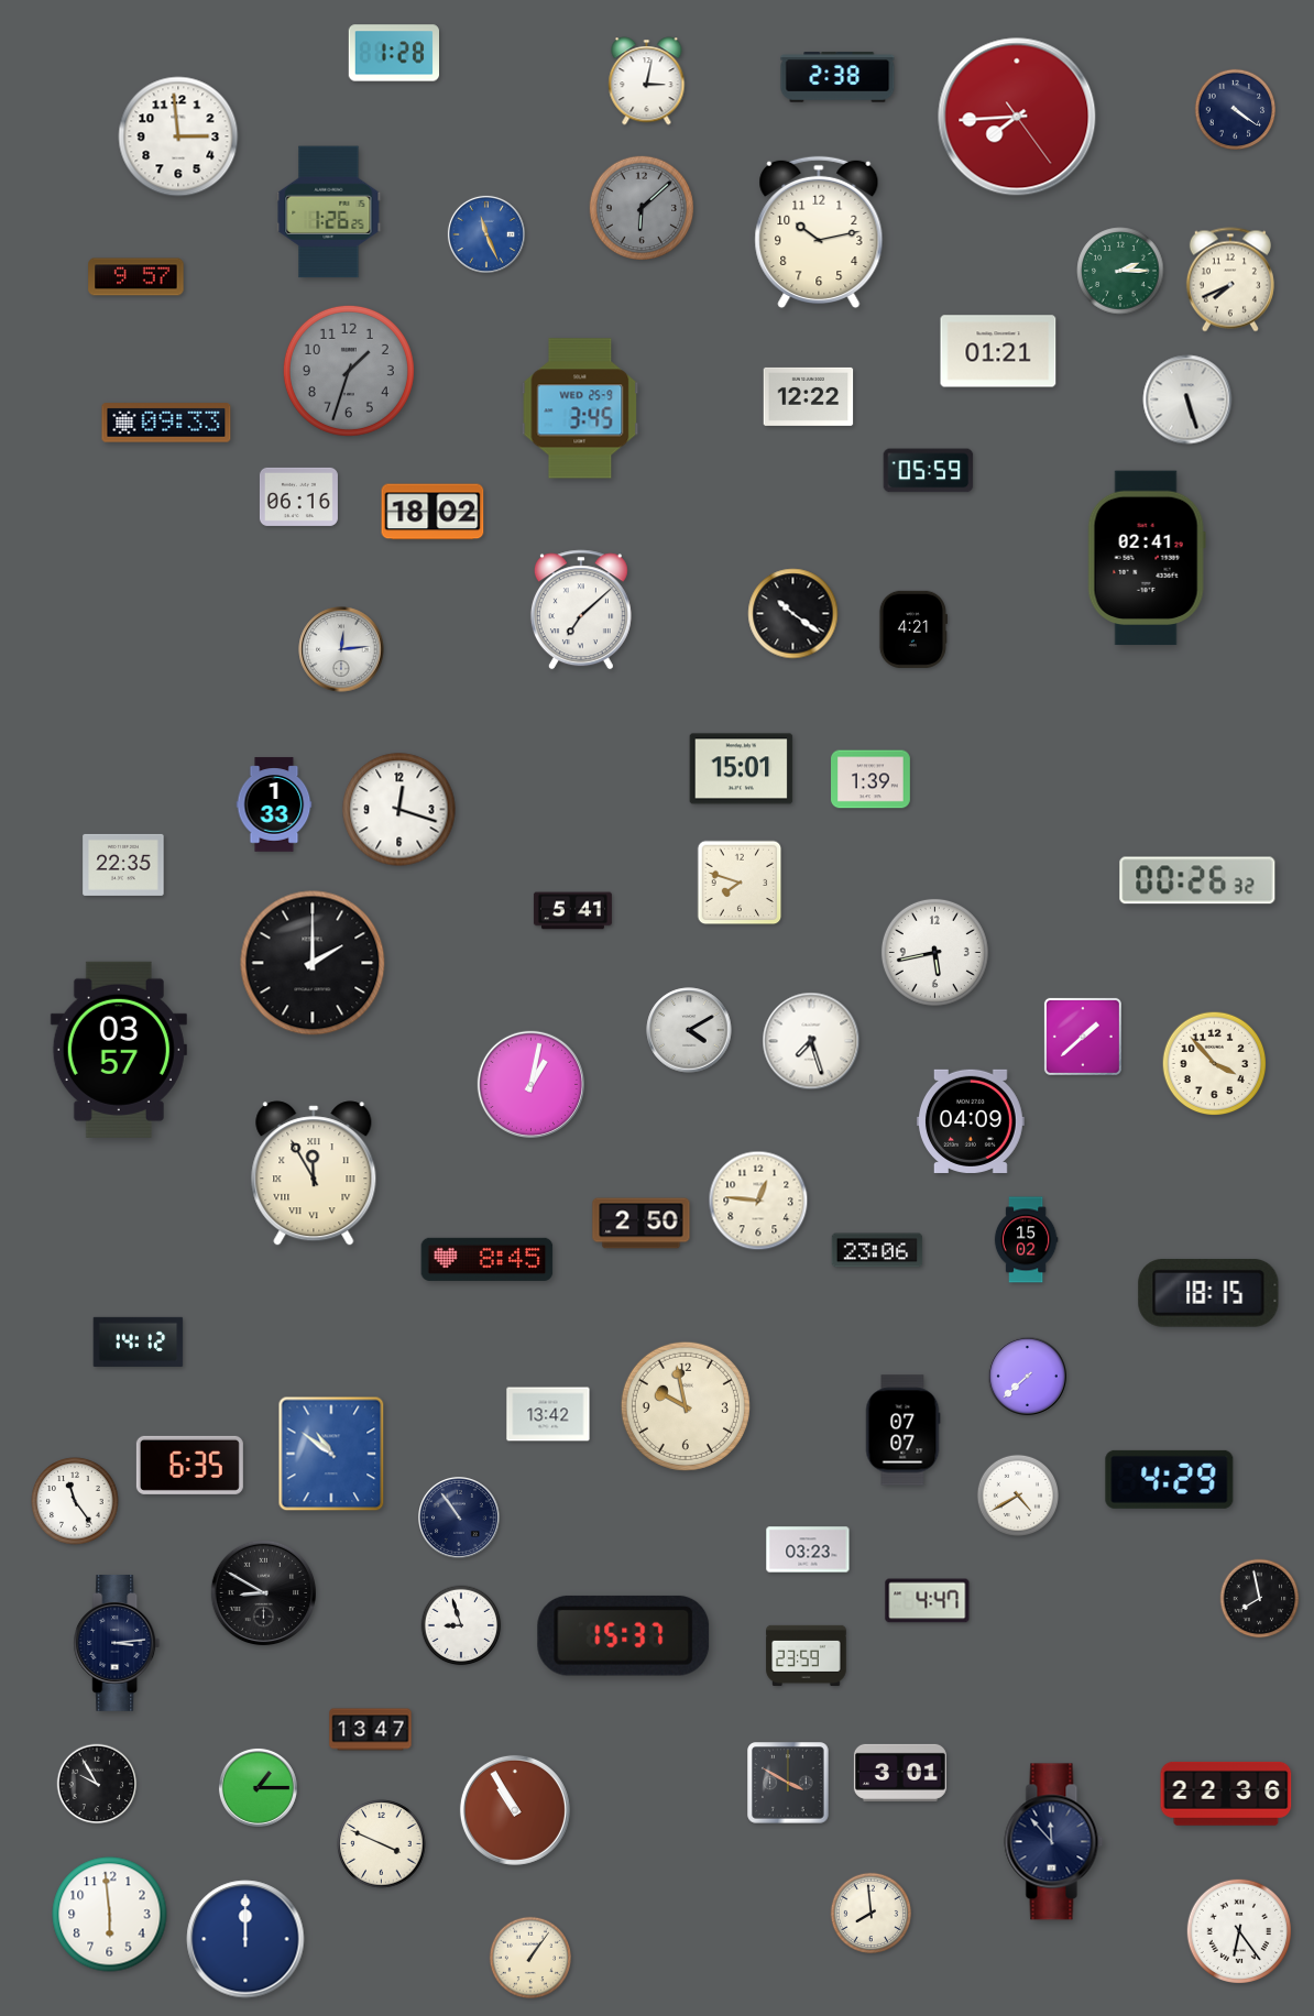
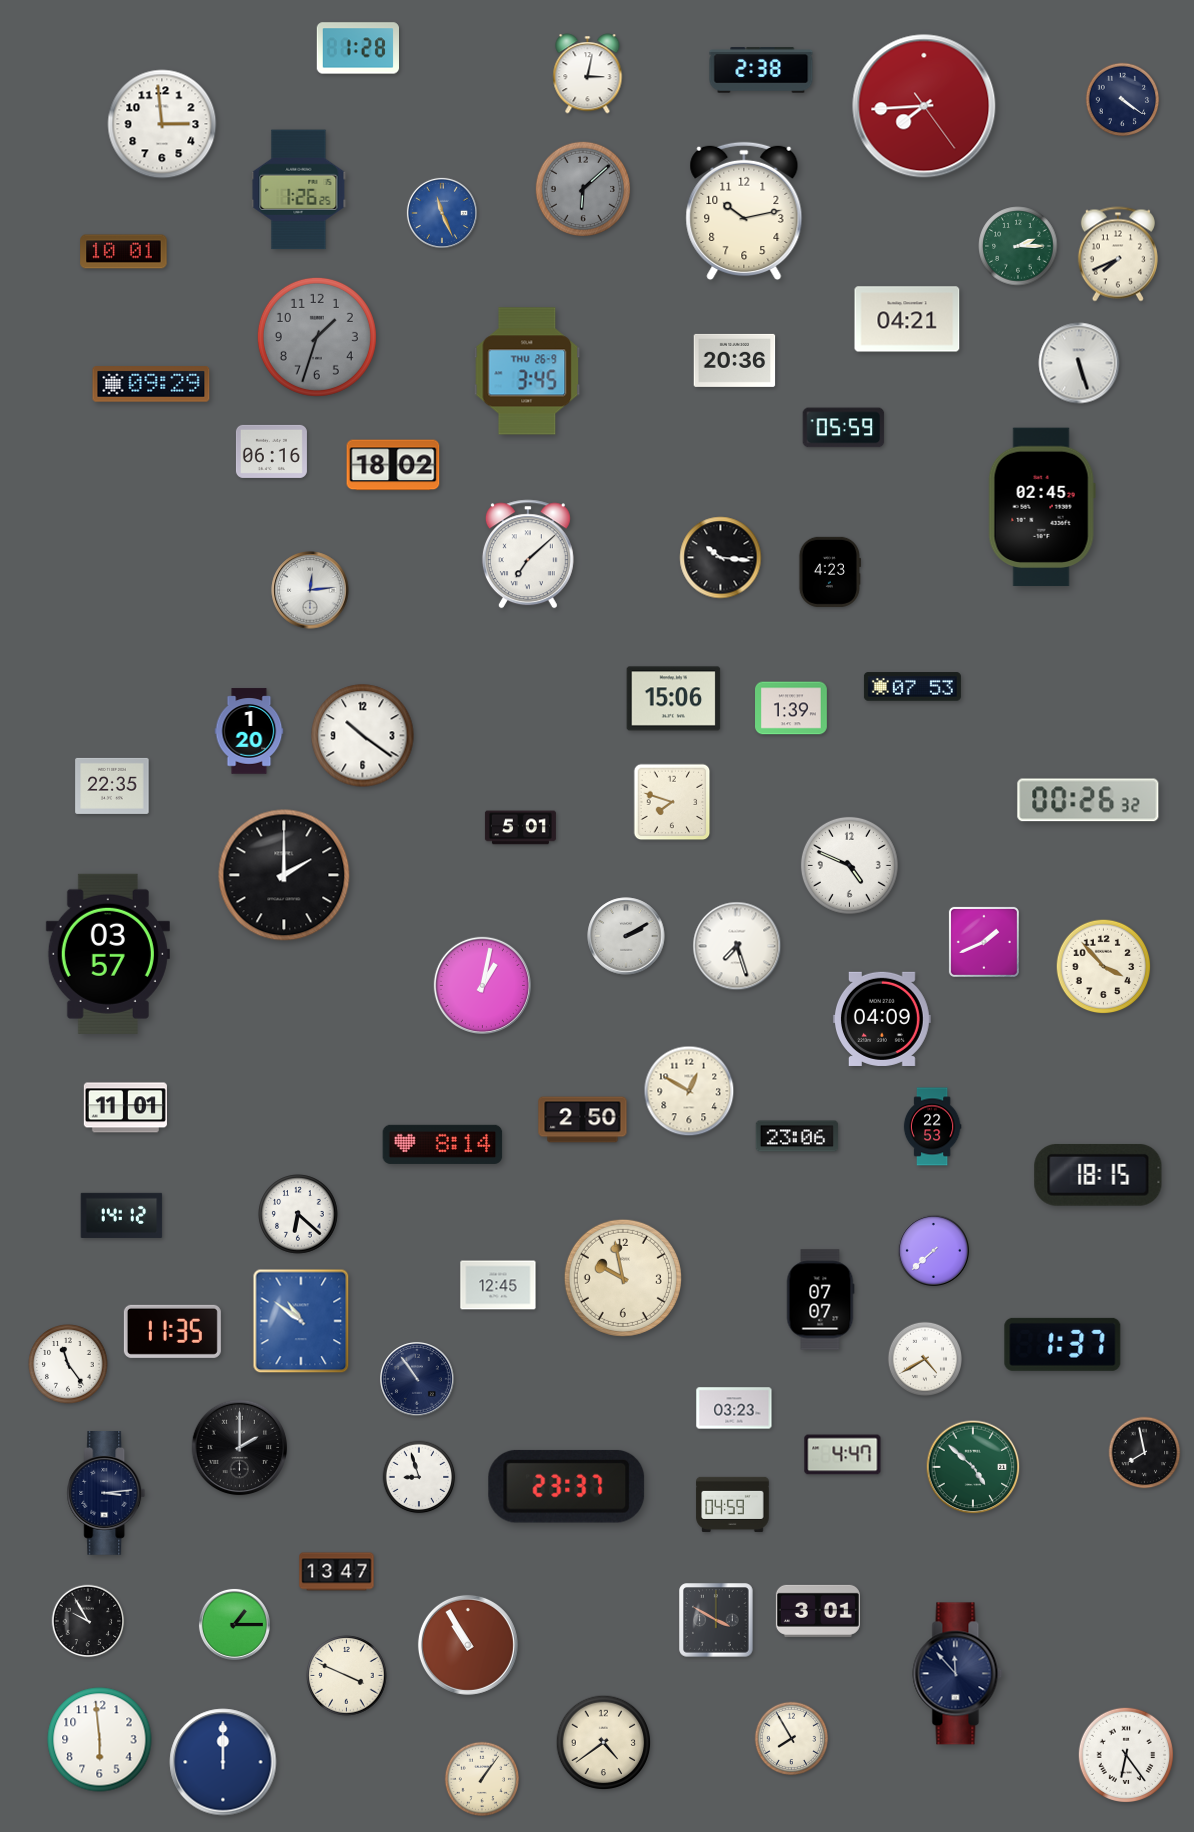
clock at (329, 212) position: (329, 212) -> (299, 190)
clock at (136, 277): 9:57 -> 10:01
clock at (998, 351): 01:21 -> 04:21
clock at (809, 396): 12:22 -> 20:36
clock at (580, 408) date: WED 25-9 -> THU 26-9
clock at (166, 423): 09:33 -> 09:29
clock at (1147, 558): 02:41 -> 02:45
clock at (793, 614): 10:21 -> 10:16
clock at (913, 629): 4:21 -> 4:23
clock at (912, 687): none -> 07:53
clock at (742, 769): 15:01 -> 15:06
clock at (274, 804): 1:33 -> 1:20
clock at (399, 810): 12:18 -> 10:21
clock at (572, 911): 5:41 -> 5:01
clock at (934, 952): 5:43 -> 4:49
clock at (689, 1030): 4:10 -> 2:10
clock at (1083, 1037): 1:38 -> 1:41
clock at (314, 1173): 11:55 -> none
clock at (758, 1201): 12:46 -> 12:50
clock at (125, 1108): none -> 11:01
clock at (642, 1224) position: (642, 1224) -> (583, 1120)
clock at (1026, 1240): 15:02 -> 22:53
clock at (488, 1259): 8:45 -> 8:14
clock at (298, 1214): none -> 6:22
clock at (139, 1341) position: (139, 1341) -> (122, 1215)
clock at (548, 1414): 13:42 -> 12:45
clock at (189, 1465): 6:35 -> 11:35
clock at (1170, 1479): 4:29 -> 1:37
clock at (264, 1593): 8:50 -> 2:00
clock at (973, 1467): none -> 4:52
clock at (624, 1635): 15:37 -> 23:37
clock at (807, 1655): 23:59 -> 04:59
clock at (1226, 1794): 22:36 -> none
clock at (872, 1914): 7:59 -> 7:55
clock at (604, 1743): none -> 4:39
